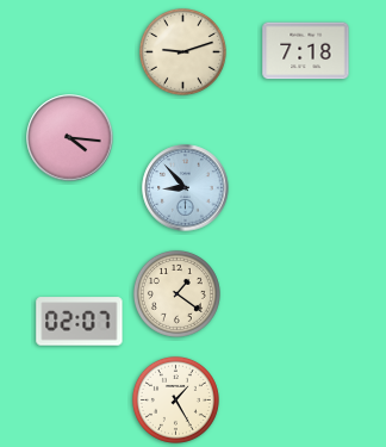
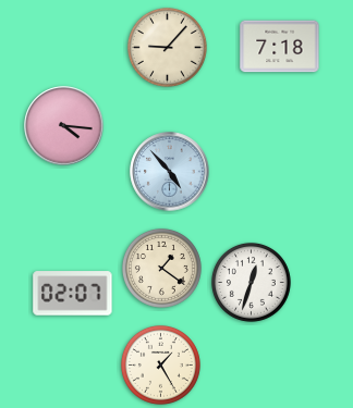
clock at (182, 51): 9:12 -> 9:07
clock at (186, 188): 8:53 -> 4:53
clock at (251, 282): none -> 12:33
